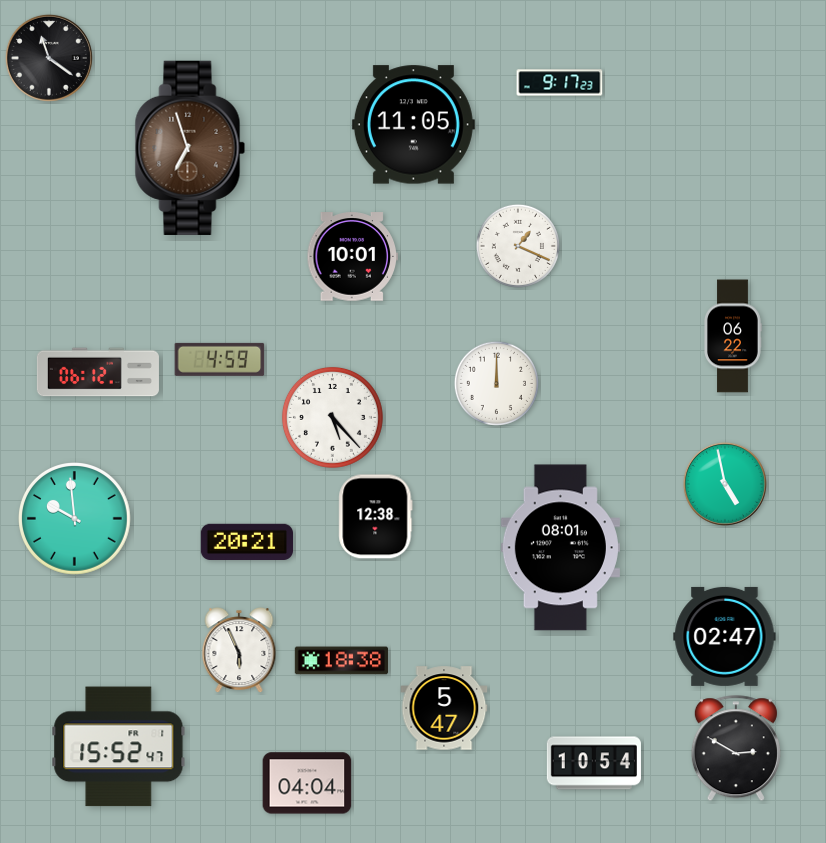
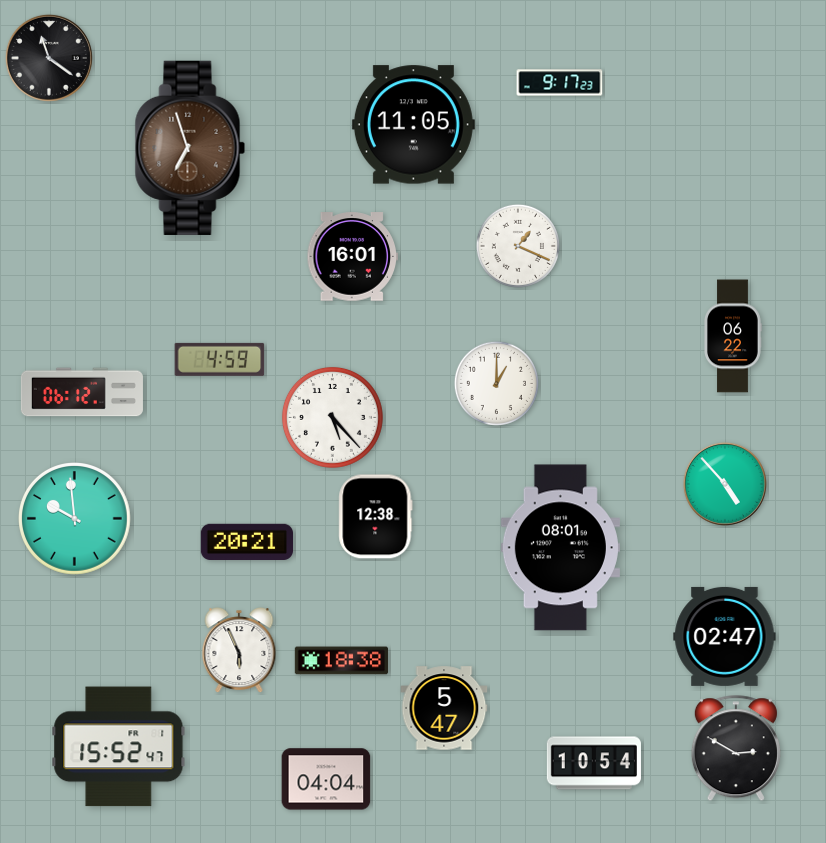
clock at (353, 257): 10:01 -> 16:01
clock at (98, 372) position: (98, 372) -> (82, 392)
clock at (496, 383): 12:00 -> 1:00
clock at (725, 484): 4:58 -> 4:53
clock at (307, 783) position: (307, 783) -> (326, 779)
